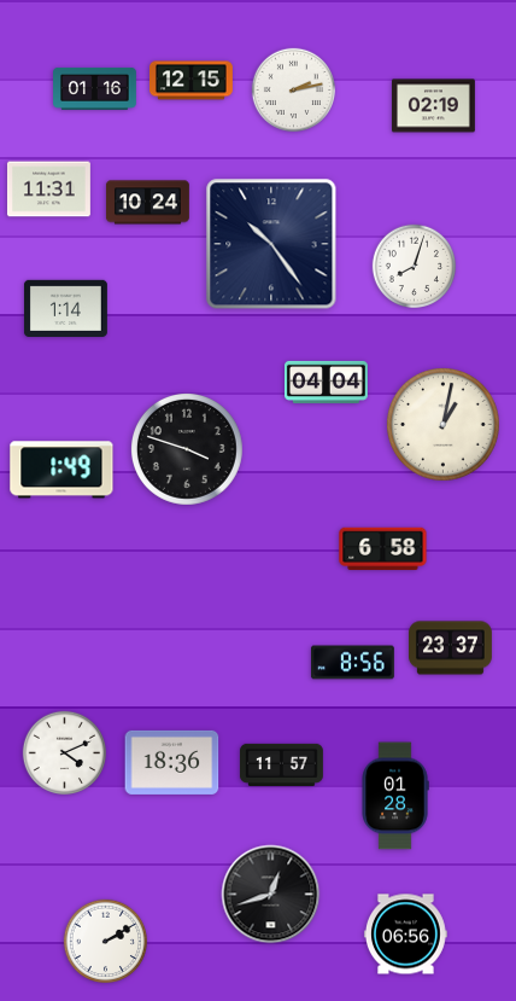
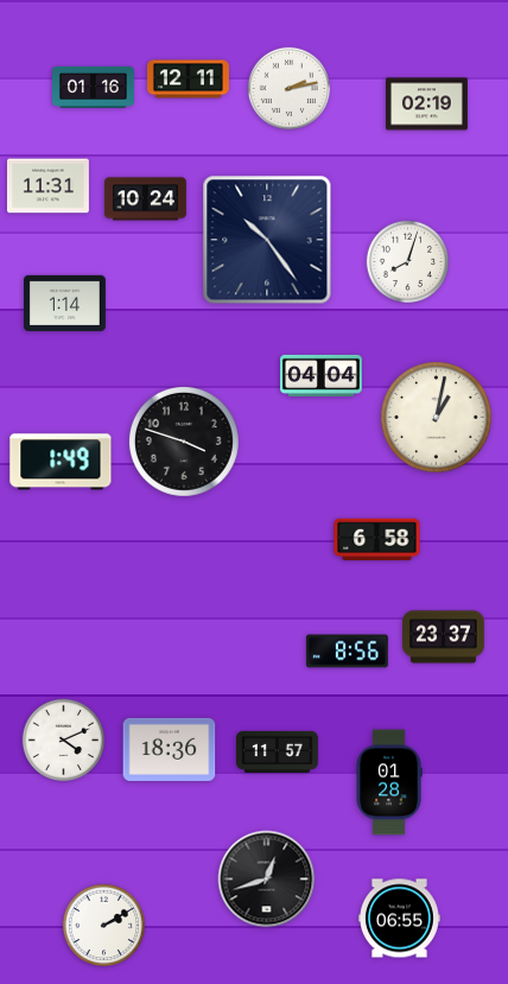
clock at (192, 81): 12:15 -> 12:11
clock at (405, 935): 06:56 -> 06:55
